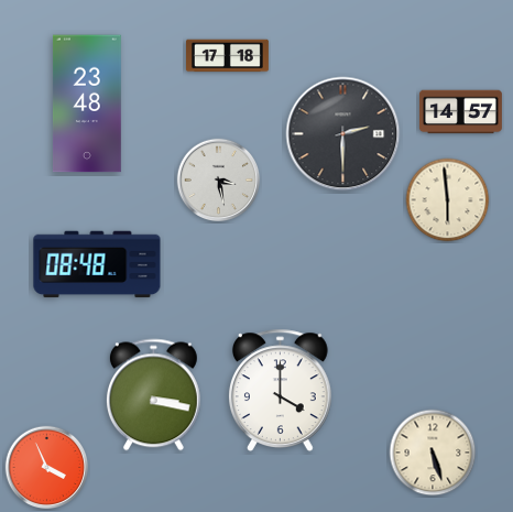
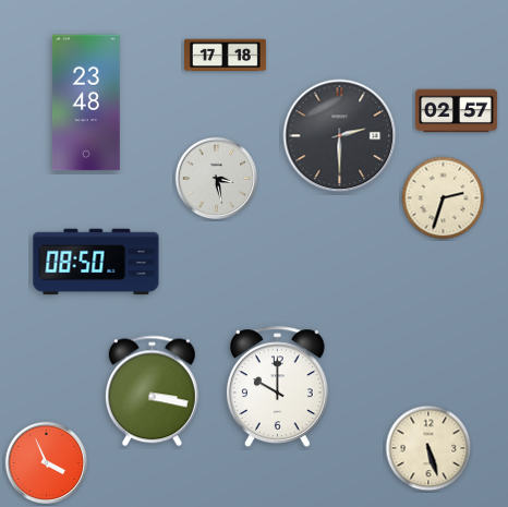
clock at (461, 112): 14:57 -> 02:57
clock at (343, 134) position: (343, 134) -> (340, 136)
clock at (448, 200): 5:59 -> 2:33
clock at (97, 264): 08:48 -> 08:50
clock at (280, 390): 4:00 -> 10:00
